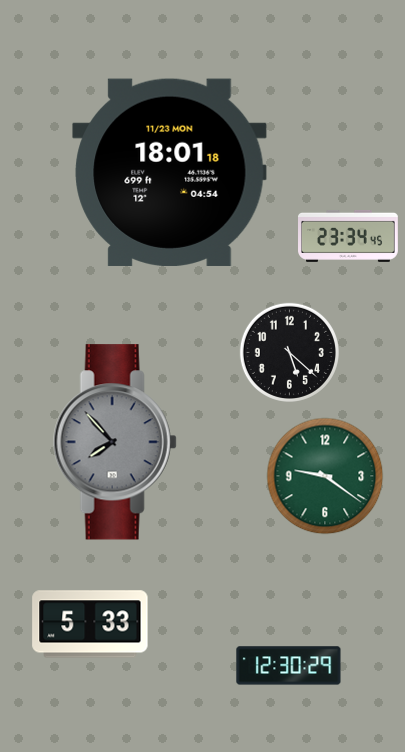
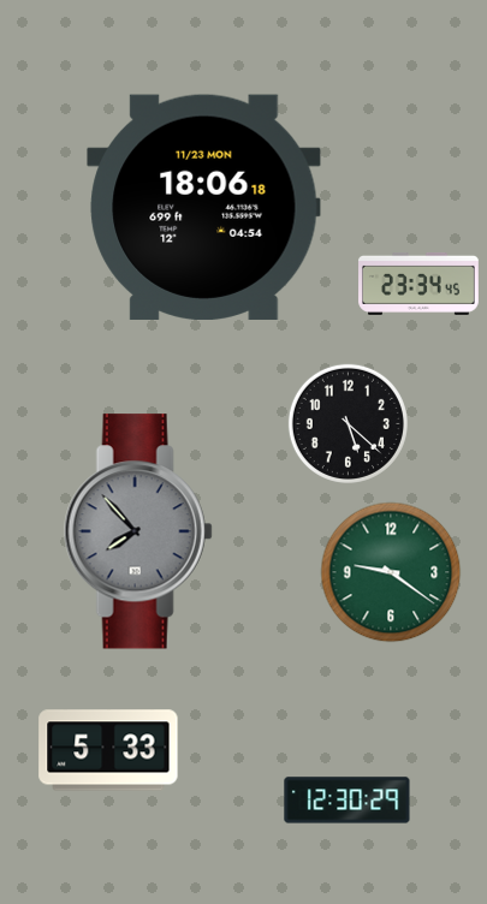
clock at (170, 172): 18:01 -> 18:06
